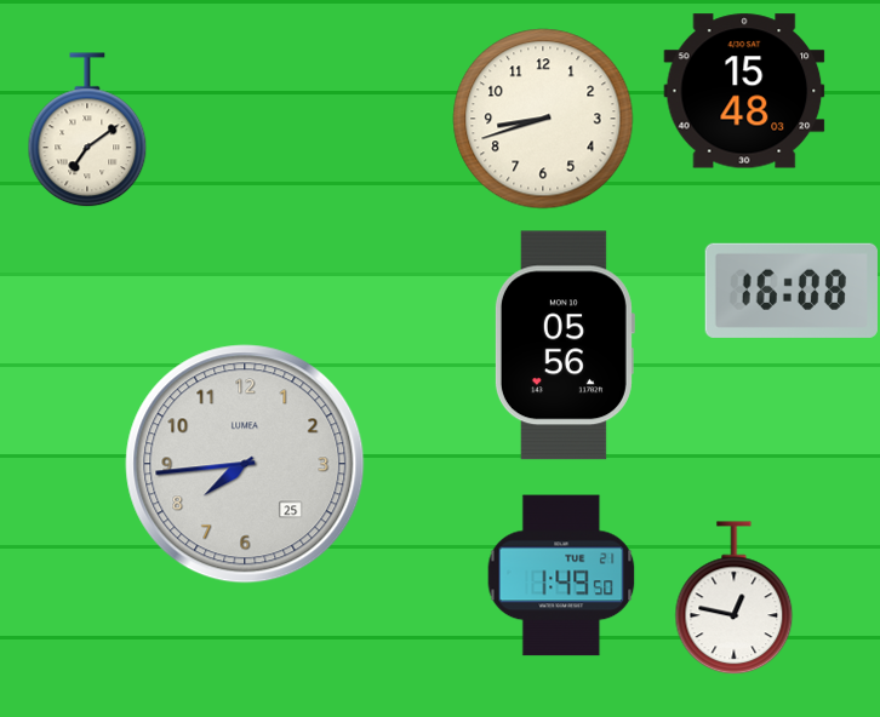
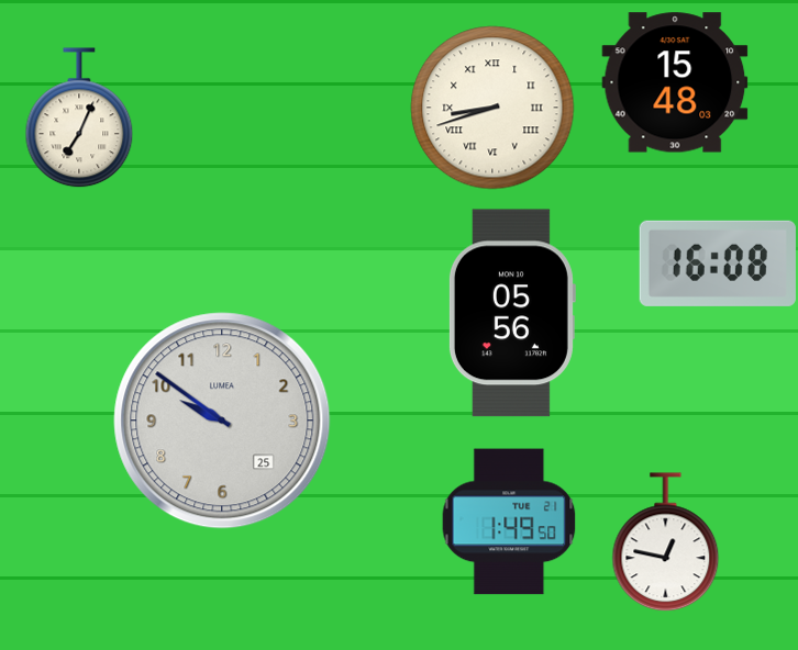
clock at (543, 119) numerals: Arabic -> Roman
clock at (87, 130): 7:09 -> 7:04
clock at (245, 464): 7:44 -> 9:51
